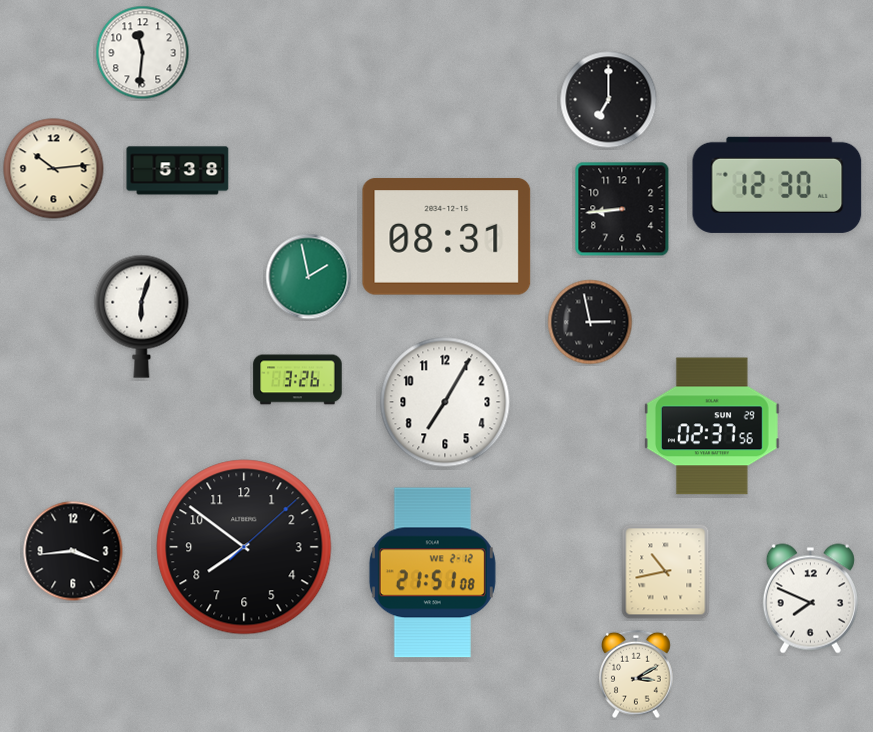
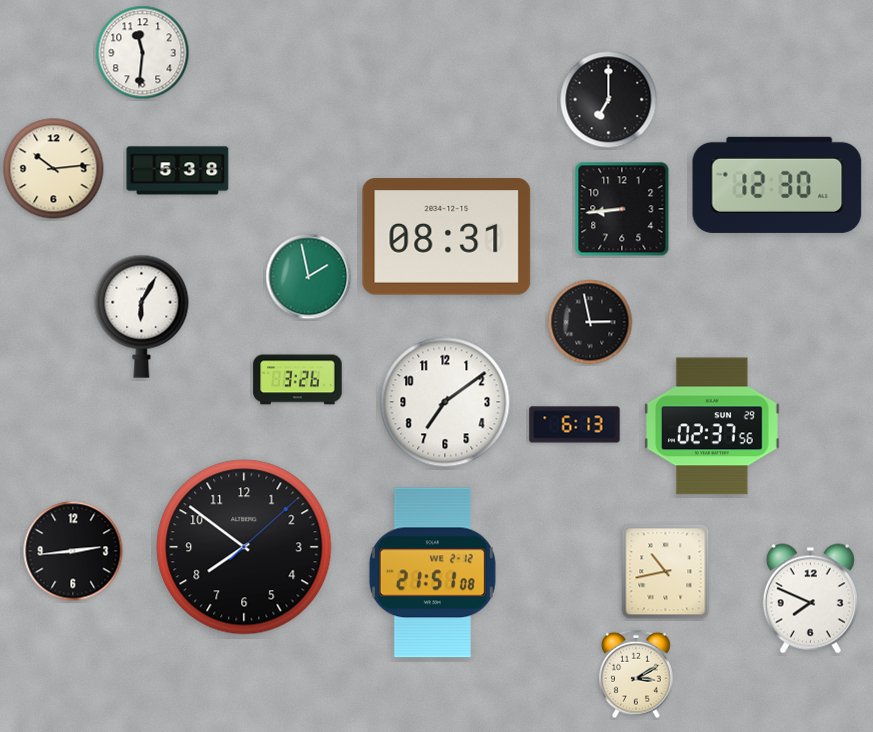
clock at (142, 316): 6:03 -> 6:05
clock at (445, 402): 7:05 -> 7:09
clock at (575, 425): none -> 6:13
clock at (73, 551): 3:44 -> 2:44
